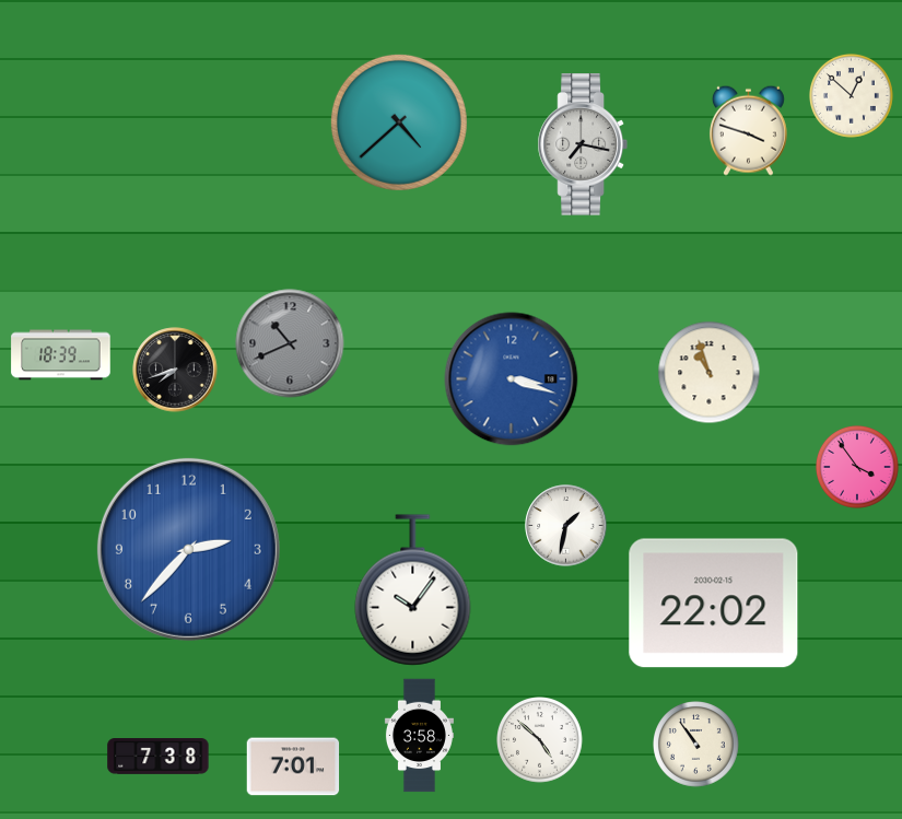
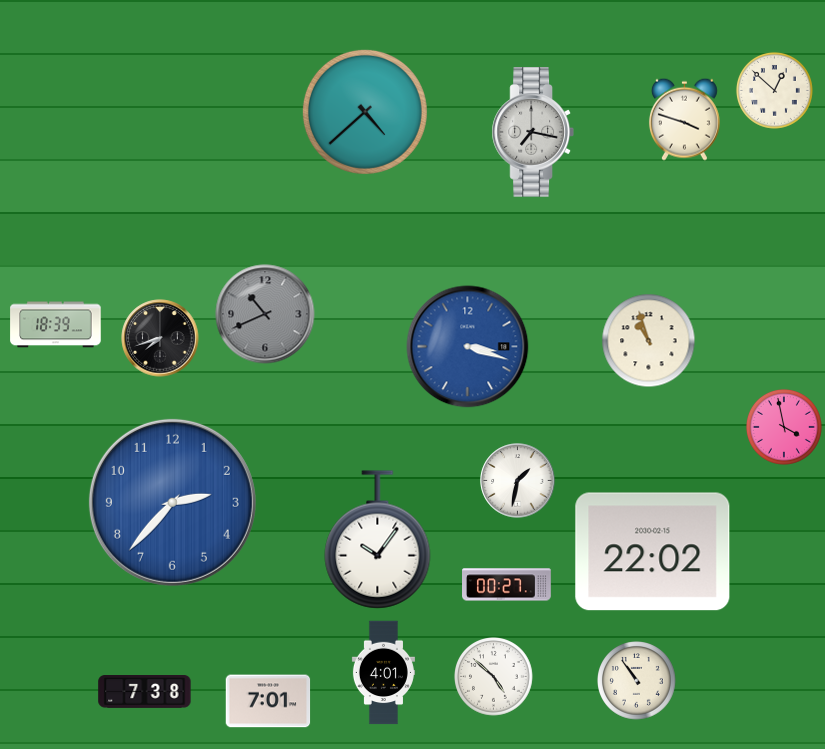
clock at (851, 95) position: (851, 95) -> (774, 90)
clock at (857, 467): 3:54 -> 3:58
clock at (507, 585): none -> 00:27
clock at (419, 736): 3:58 -> 4:01
